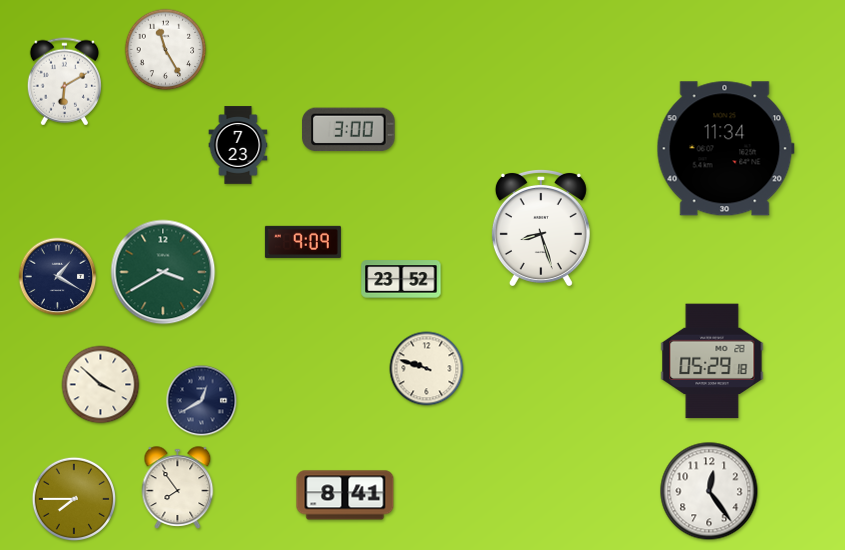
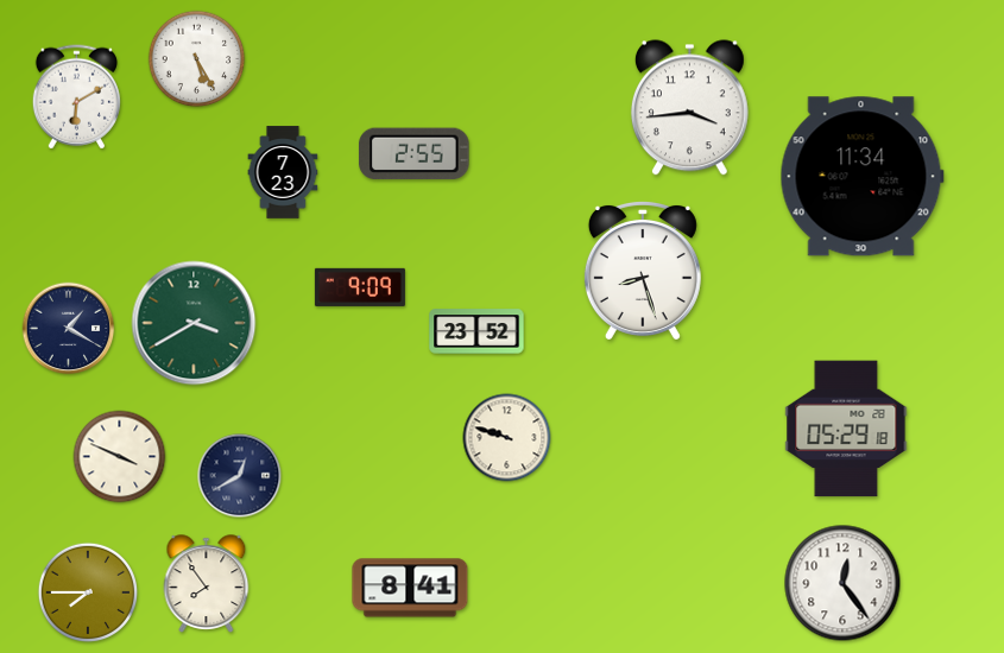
clock at (166, 50): 11:25 -> 5:25
clock at (689, 108): none -> 3:44
clock at (349, 130): 3:00 -> 2:55
clock at (101, 385): 3:52 -> 3:49
clock at (178, 488) position: (178, 488) -> (207, 584)
